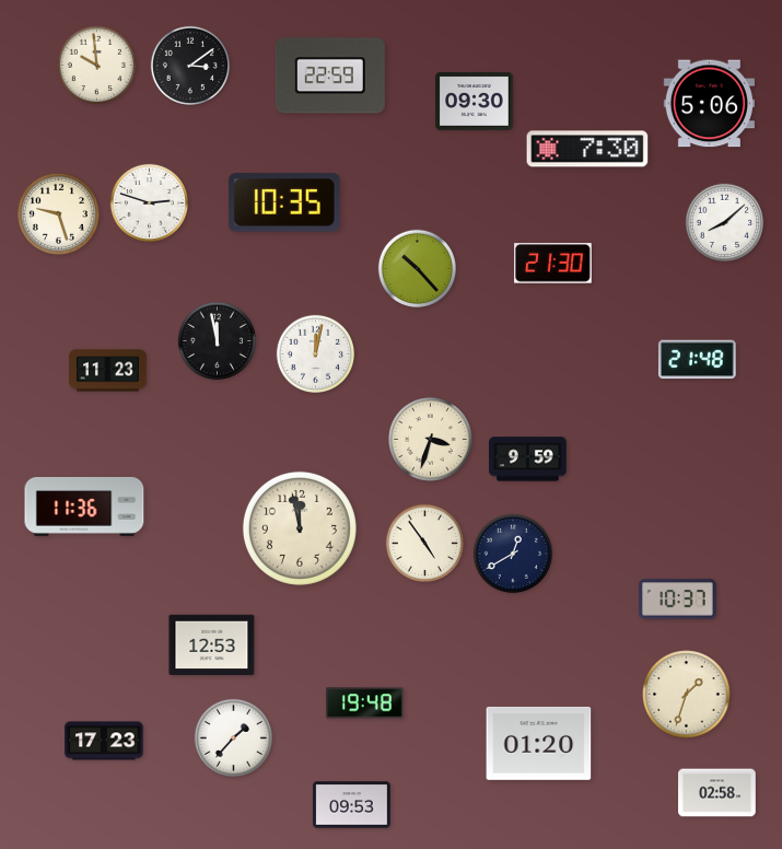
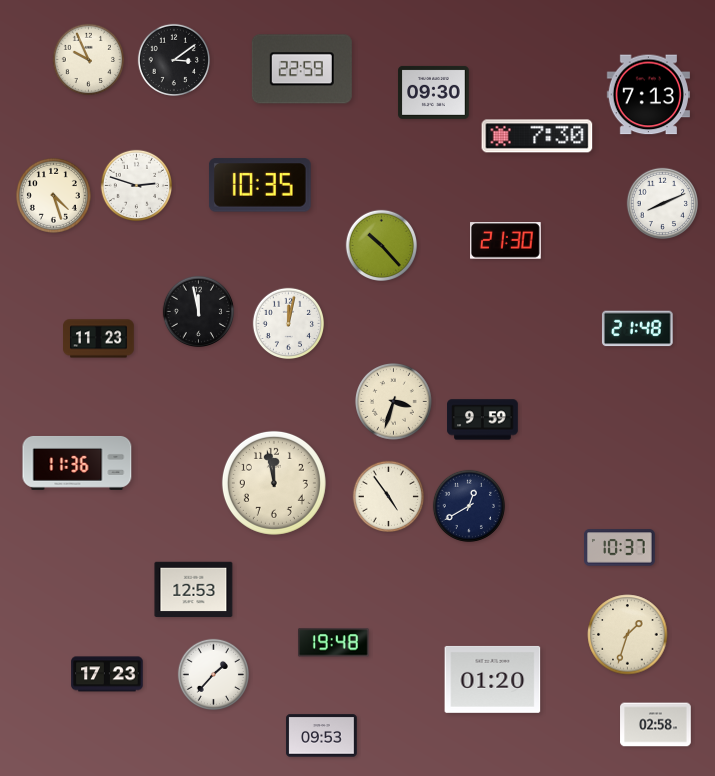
clock at (96, 65): 9:59 -> 9:56
clock at (709, 104): 5:06 -> 7:13
clock at (58, 213): 9:27 -> 4:27
clock at (724, 222): 8:08 -> 8:11
clock at (104, 741) position: (104, 741) -> (107, 674)
